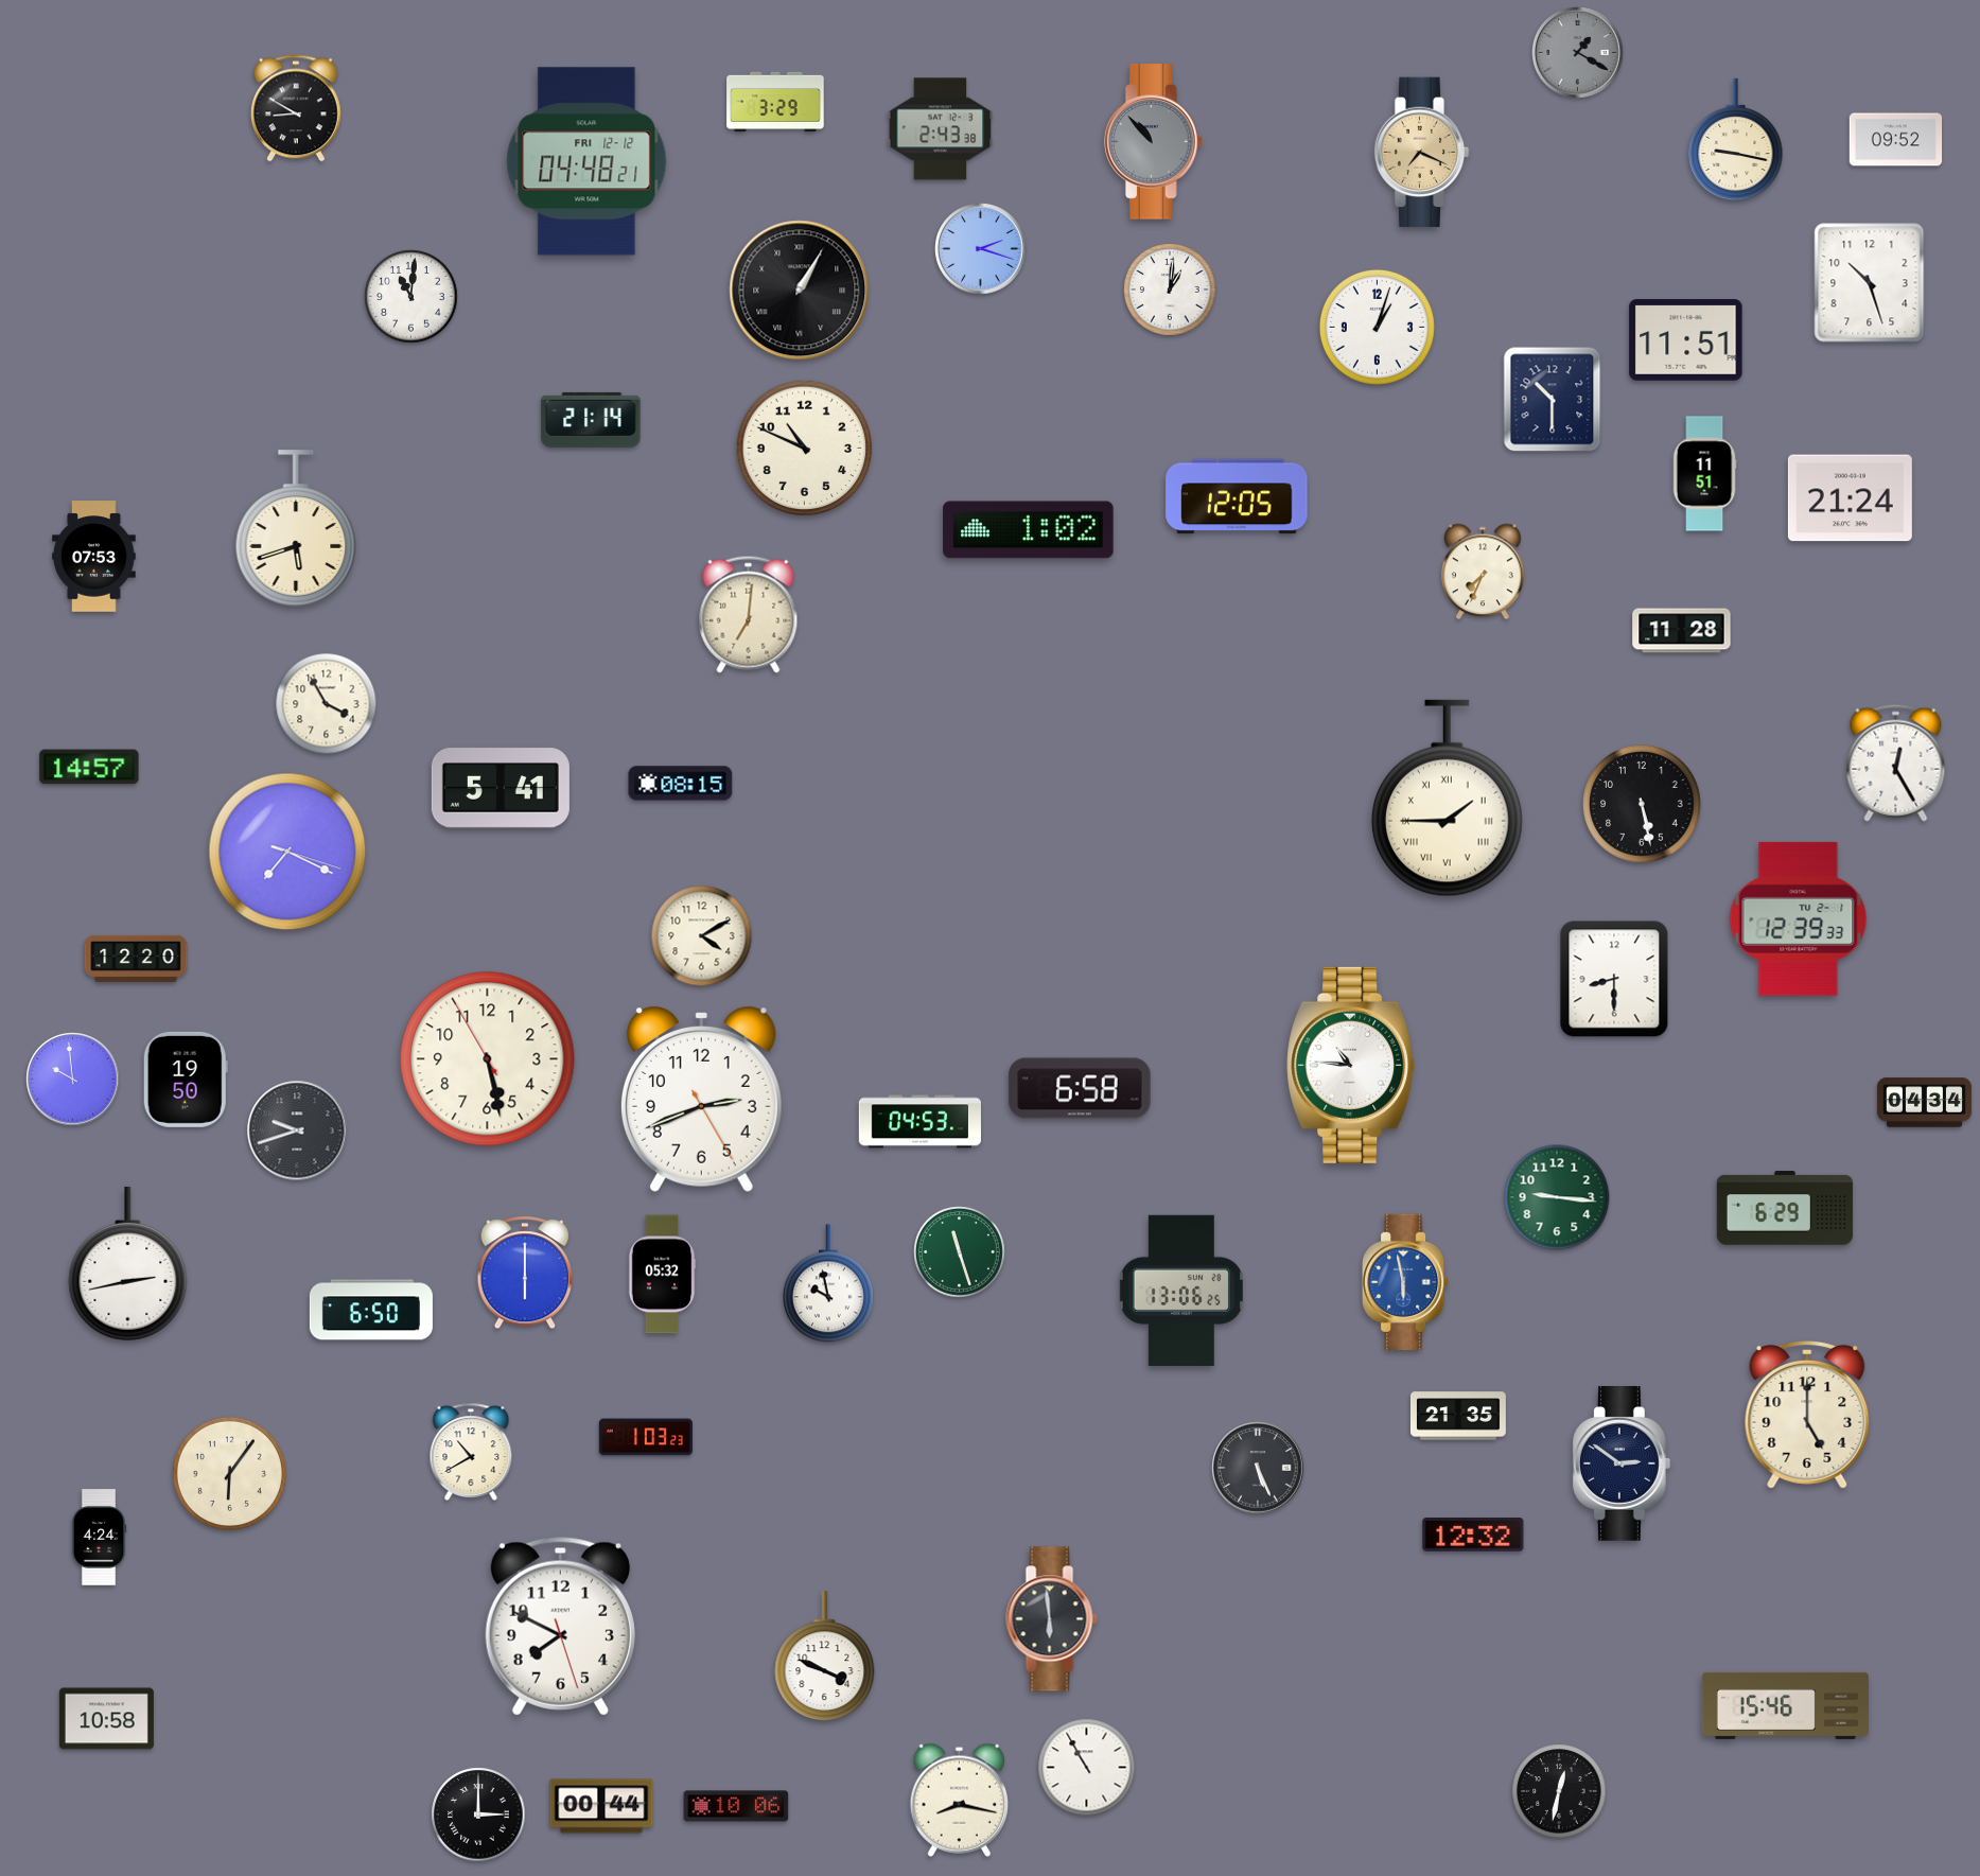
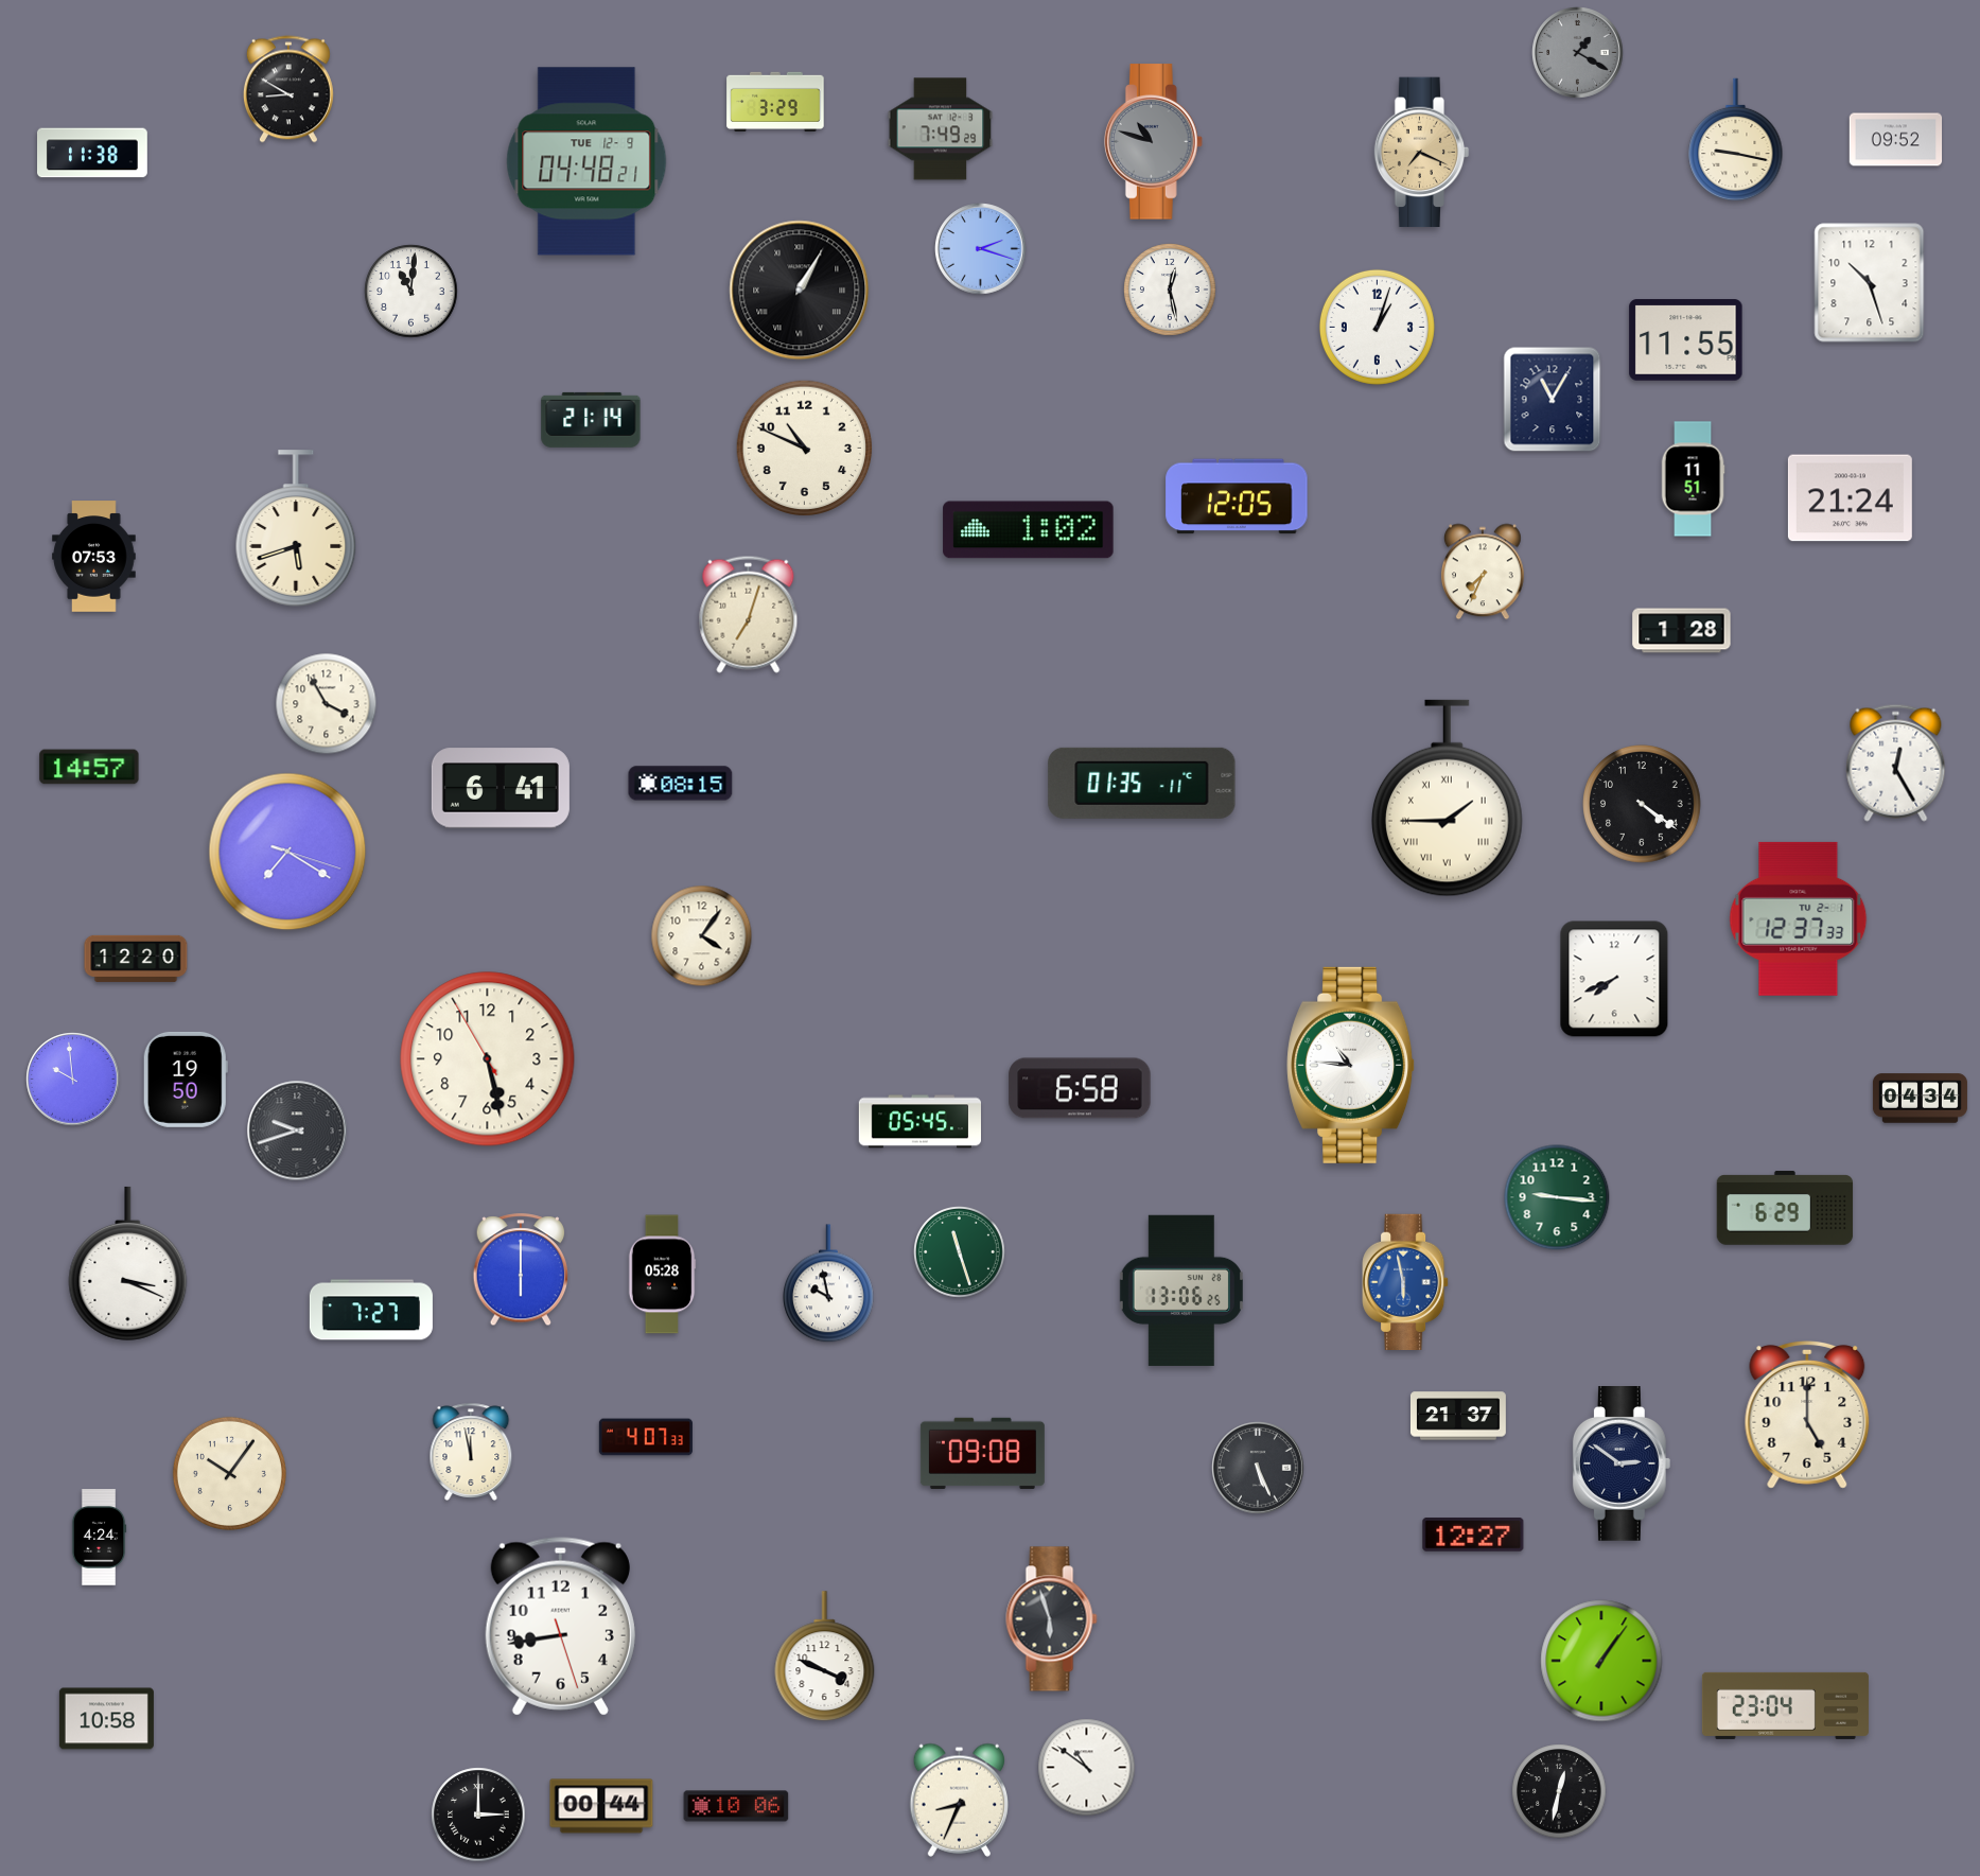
clock at (296, 108) position: (296, 108) -> (288, 89)
clock at (941, 129): 2:43 -> 7:49
clock at (1153, 142): 10:53 -> 10:48
clock at (93, 153): none -> 11:38
clock at (586, 161) date: FRI 12-12 -> TUE 12-9
clock at (1170, 290): 1:01 -> 12:28
clock at (411, 297) position: (411, 297) -> (411, 292)
clock at (1686, 340): 11:51 -> 11:55
clock at (1553, 400): 10:30 -> 11:05
clock at (1704, 474) position: (1704, 474) -> (1693, 479)
clock at (749, 614): 7:01 -> 7:03
clock at (1682, 631): 11:28 -> 1:28
clock at (1142, 783): none -> 01:35
clock at (501, 788): 5:41 -> 6:41
clock at (1642, 804): 5:28 -> 4:21
clock at (287, 852): 7:19 -> 7:20
clock at (1799, 918): 12:39 -> 12:37
clock at (702, 936): 4:10 -> 4:06
clock at (1614, 979): 8:30 -> 7:41
clock at (701, 1099): 2:41 -> none
clock at (1924, 1103) position: (1924, 1103) -> (1920, 1099)
clock at (919, 1122): 04:53 -> 05:45
clock at (128, 1263): 2:43 -> 3:19
clock at (525, 1274) position: (525, 1274) -> (521, 1270)
clock at (662, 1275): 05:32 -> 05:28
clock at (371, 1310): 6:50 -> 7:27
clock at (1458, 1416): 21:35 -> 21:37
clock at (646, 1437): 1:03 -> 4:07
clock at (471, 1452): 10:40 -> 11:58
clock at (982, 1453): none -> 09:08
clock at (229, 1473): 6:06 -> 10:06
clock at (1473, 1536): 12:32 -> 12:27
clock at (1052, 1619): 5:59 -> 5:57
clock at (560, 1627): 7:49 -> 8:43
clock at (1601, 1661): none -> 1:06
clock at (1785, 1705): 15:46 -> 23:04
clock at (1087, 1768): 10:55 -> 10:51
clock at (959, 1800): 8:17 -> 8:34
